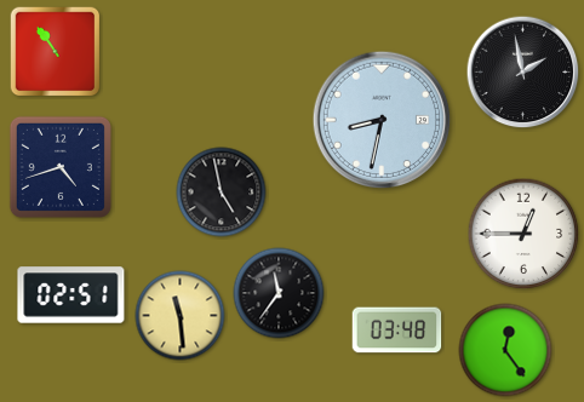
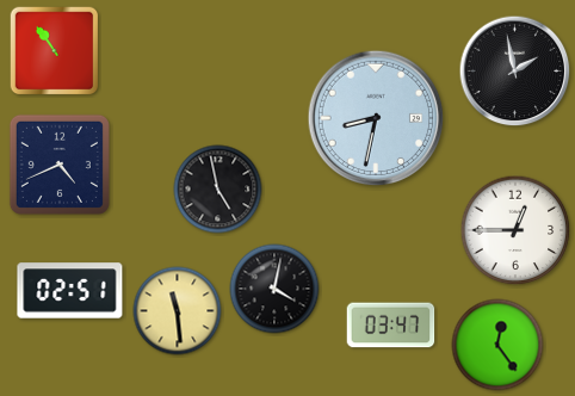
clock at (61, 167): 4:42 -> 4:41
clock at (279, 293): 11:36 -> 4:02
clock at (397, 331): 03:48 -> 03:47
